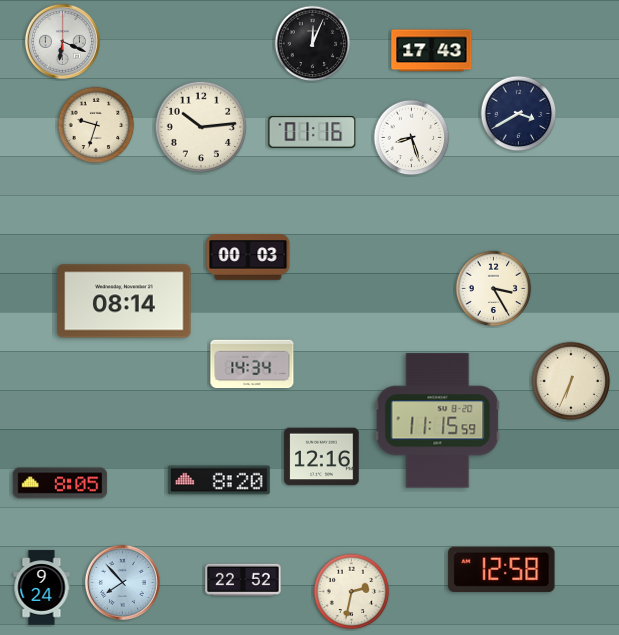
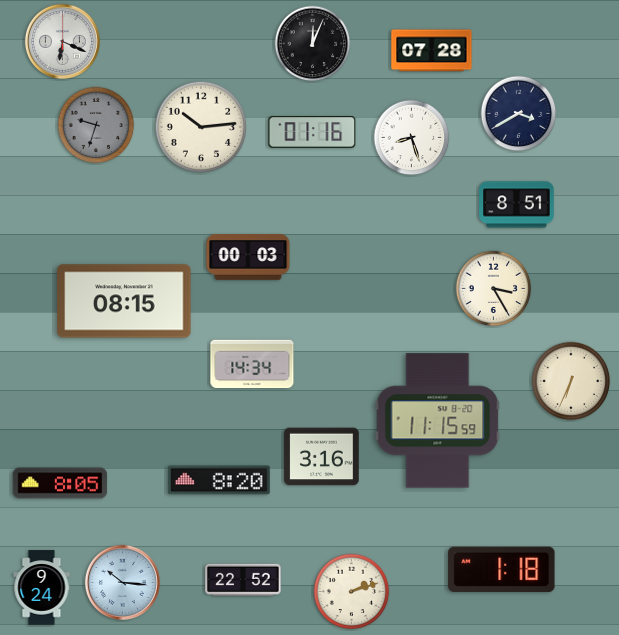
clock at (432, 51): 17:43 -> 07:28
clock at (96, 125) dial: cream -> grey
clock at (517, 205): none -> 8:51
clock at (124, 301): 08:14 -> 08:15
clock at (322, 457): 12:16 -> 3:16
clock at (502, 569): 12:58 -> 1:18
clock at (122, 582): 7:53 -> 10:16
clock at (352, 592): 2:32 -> 2:12
